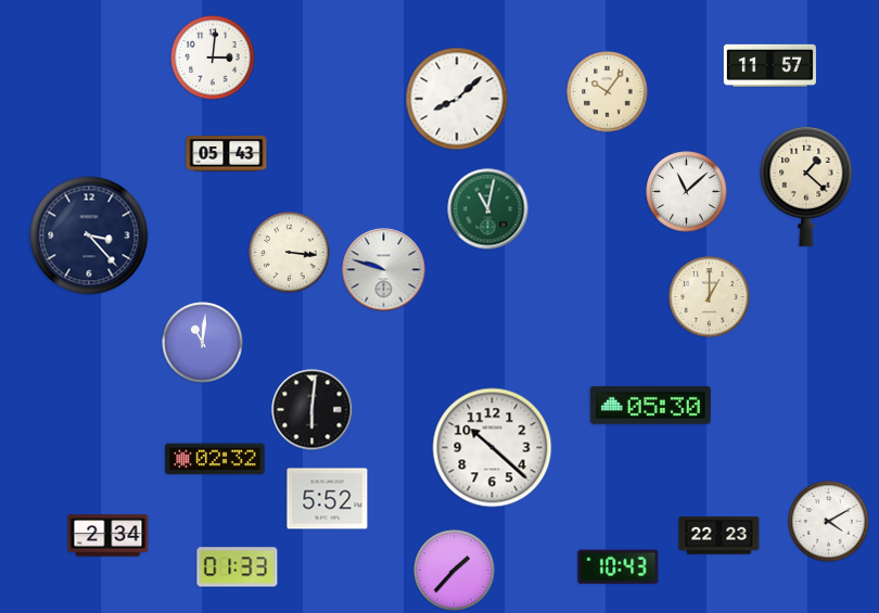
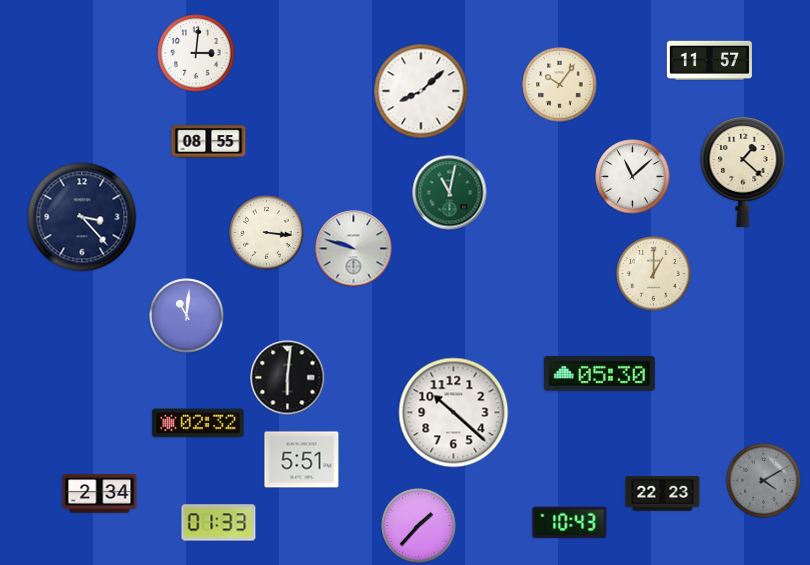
clock at (227, 154): 05:43 -> 08:55
clock at (328, 499): 5:52 -> 5:51
clock at (829, 522) dial: white -> grey
